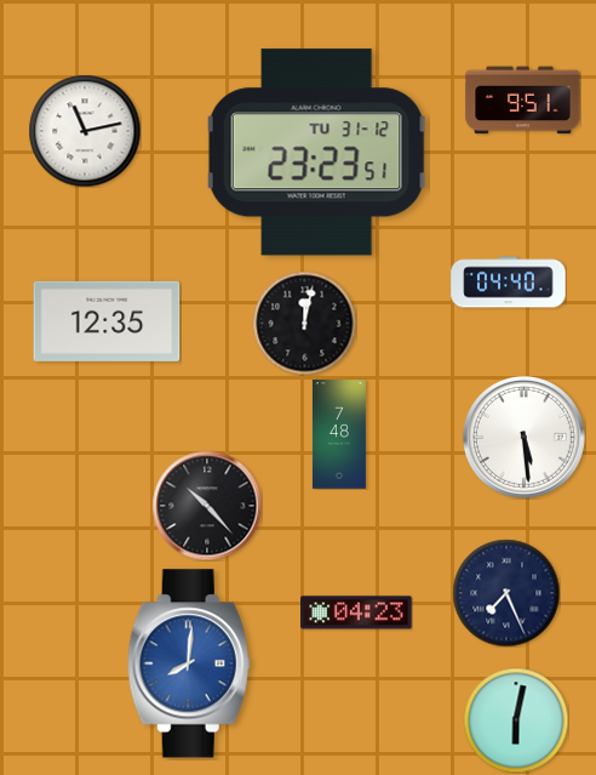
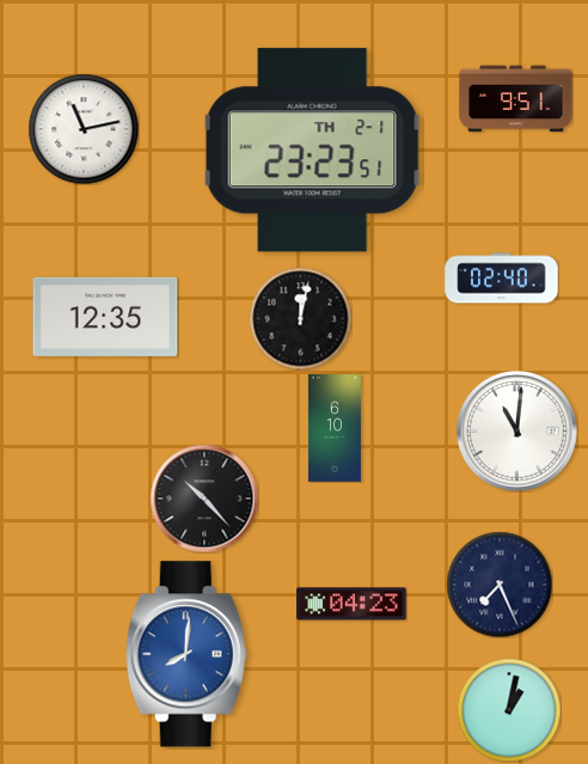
clock at (316, 153) date: TU 31-12 -> TH 2-1
clock at (509, 283): 04:40 -> 02:40
clock at (339, 434): 7:48 -> 6:10
clock at (525, 438): 5:29 -> 11:01
clock at (516, 720): 6:02 -> 1:02
